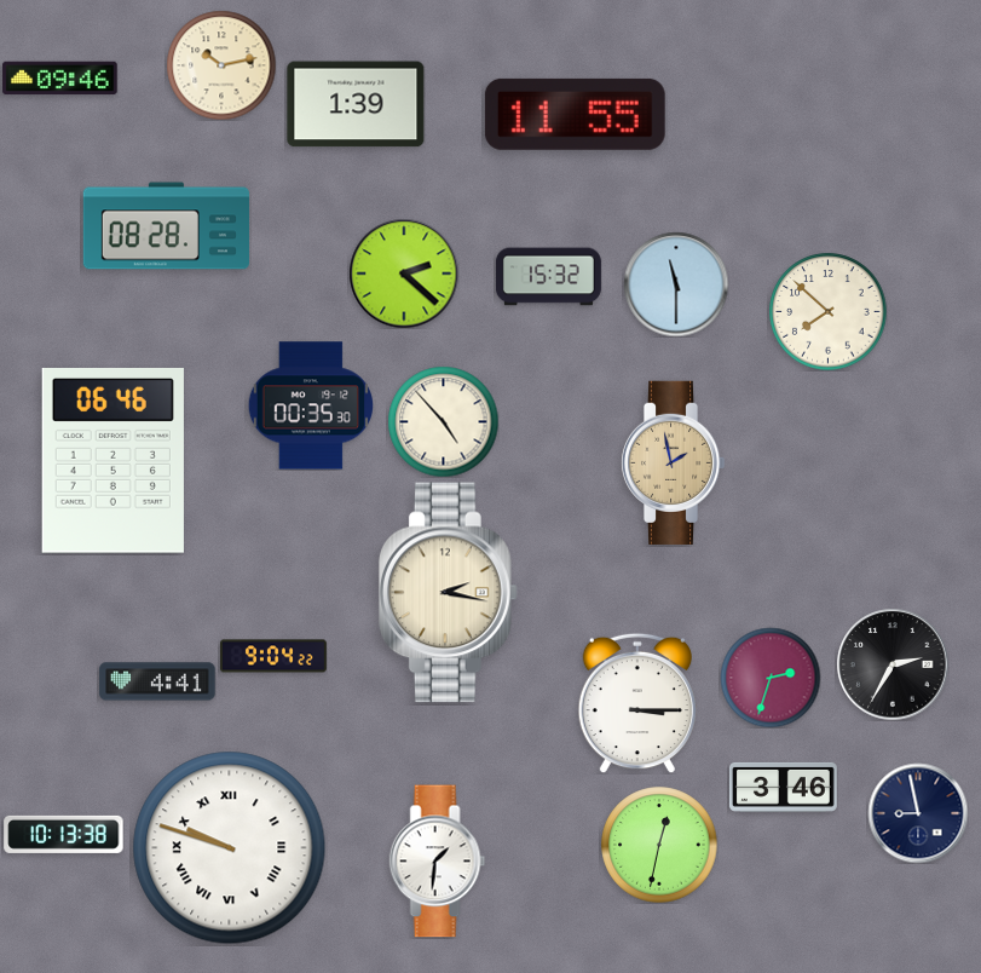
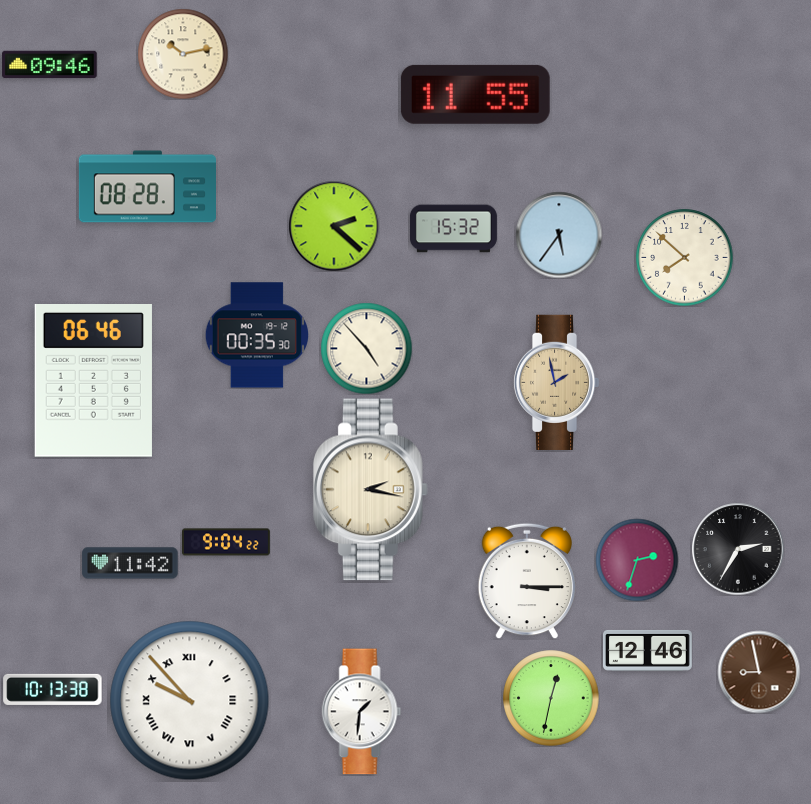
clock at (356, 104): 1:39 -> none
clock at (166, 226) position: (166, 226) -> (147, 187)
clock at (676, 284): 11:30 -> 5:36
clock at (157, 681): 4:41 -> 11:42
clock at (783, 787): 3:46 -> 12:46
clock at (918, 813) dial: navy -> brown
clock at (659, 845) position: (659, 845) -> (551, 698)
clock at (230, 848): 9:48 -> 9:53
